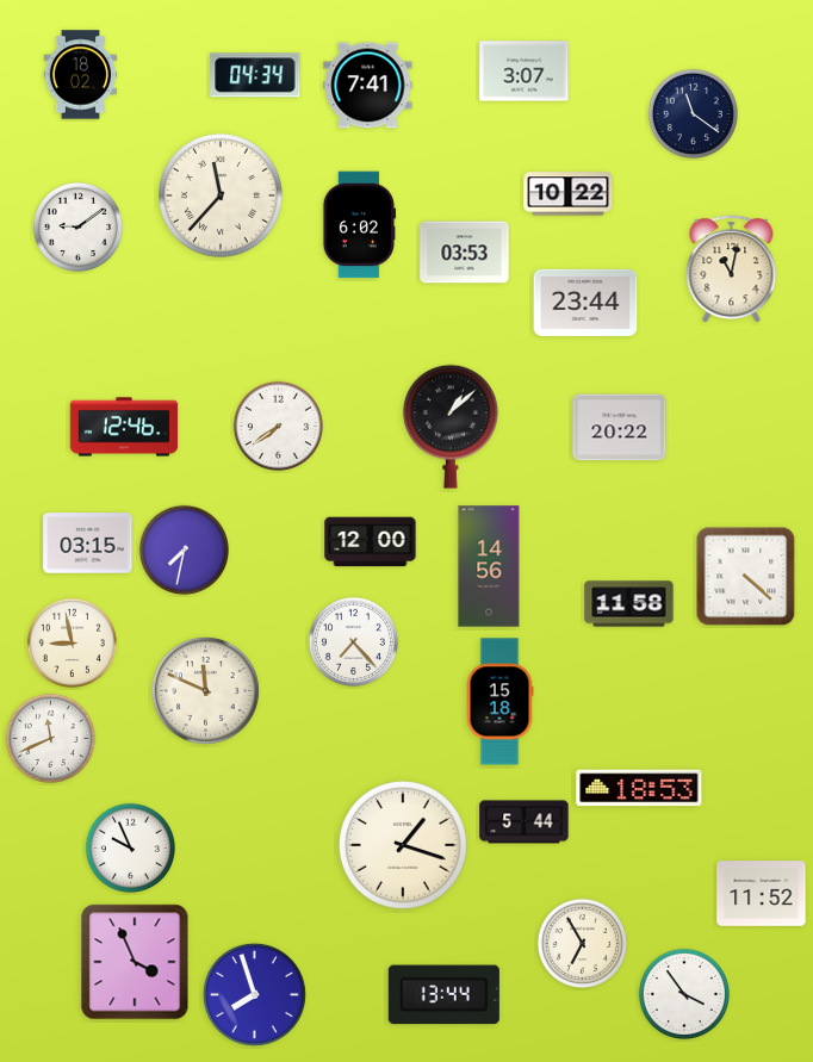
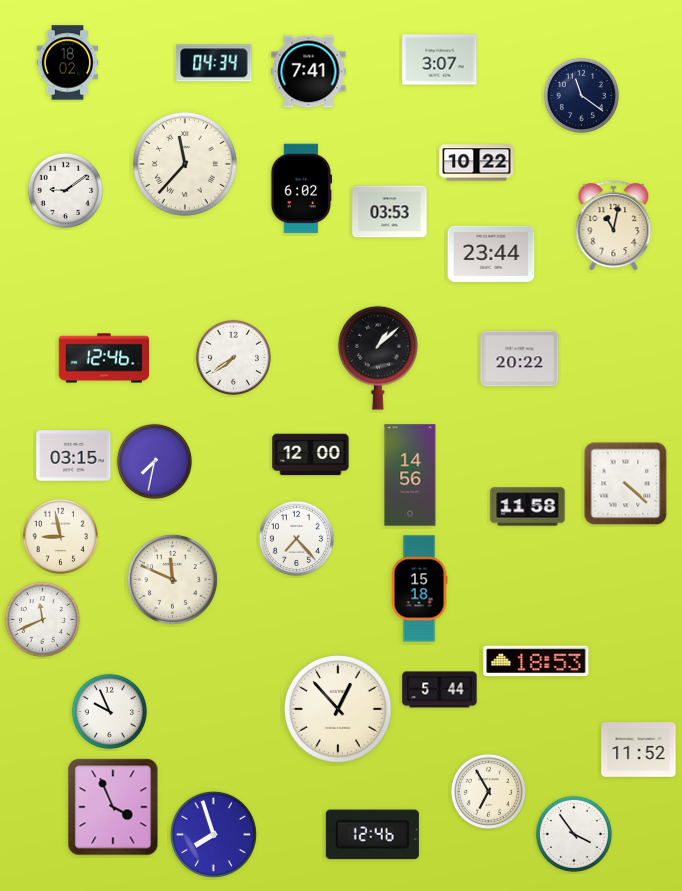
clock at (72, 642) position: (72, 642) -> (60, 536)
clock at (403, 845): 1:18 -> 12:53
clock at (443, 995): 13:44 -> 12:46
